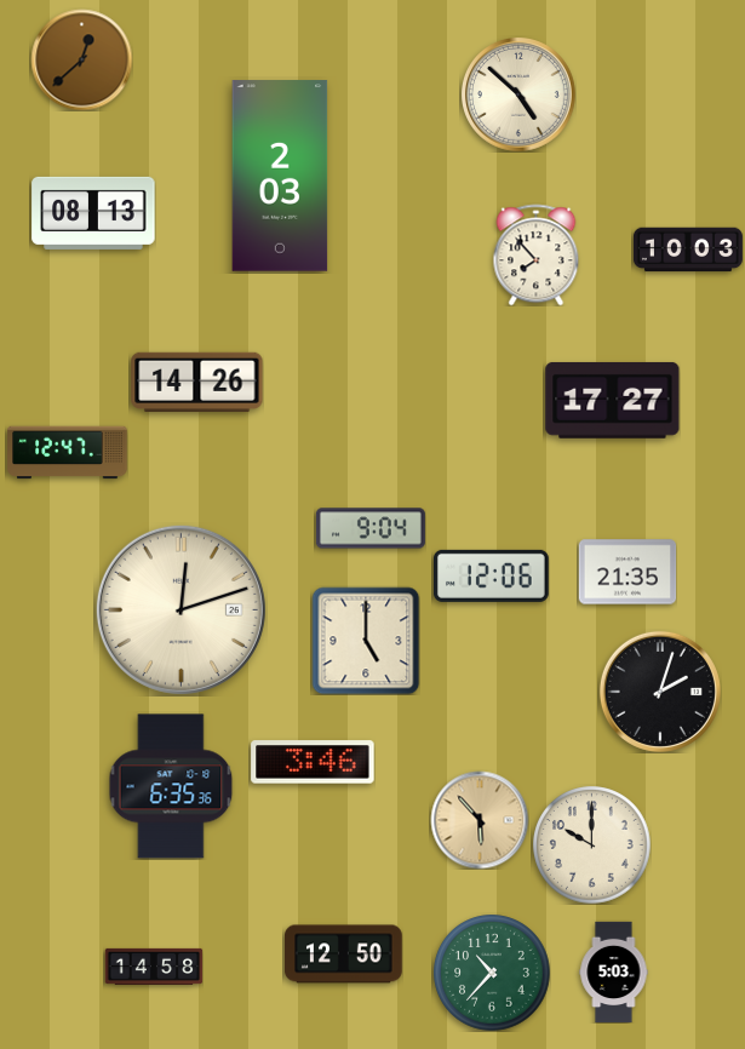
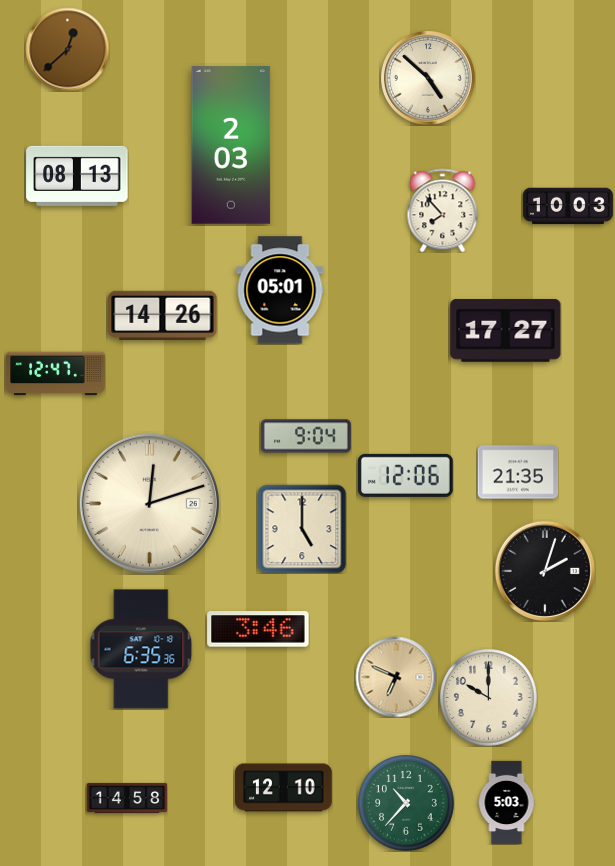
clock at (280, 290): none -> 05:01
clock at (480, 820): 5:53 -> 6:49
clock at (344, 955): 12:50 -> 12:10
